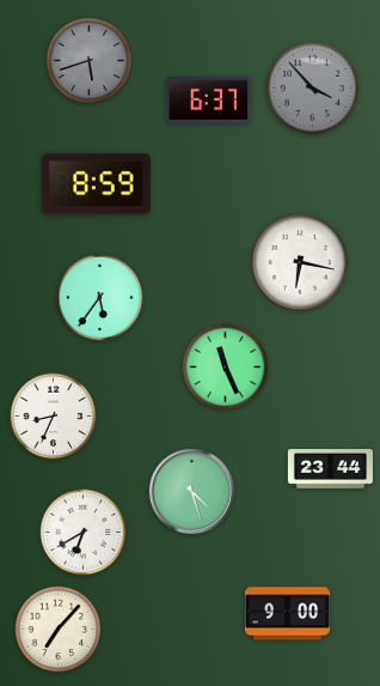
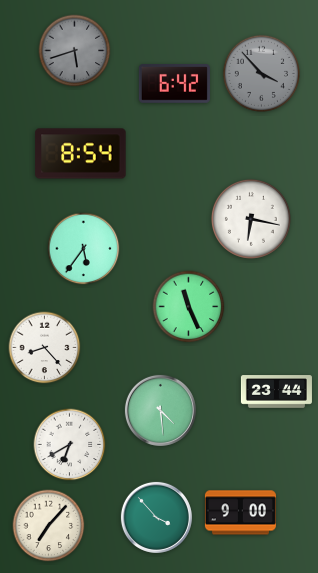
clock at (208, 101): 6:37 -> 6:42
clock at (97, 184): 8:59 -> 8:54
clock at (54, 417): 8:34 -> 8:23
clock at (191, 491): 4:27 -> 4:29
clock at (156, 517): none -> 3:53
